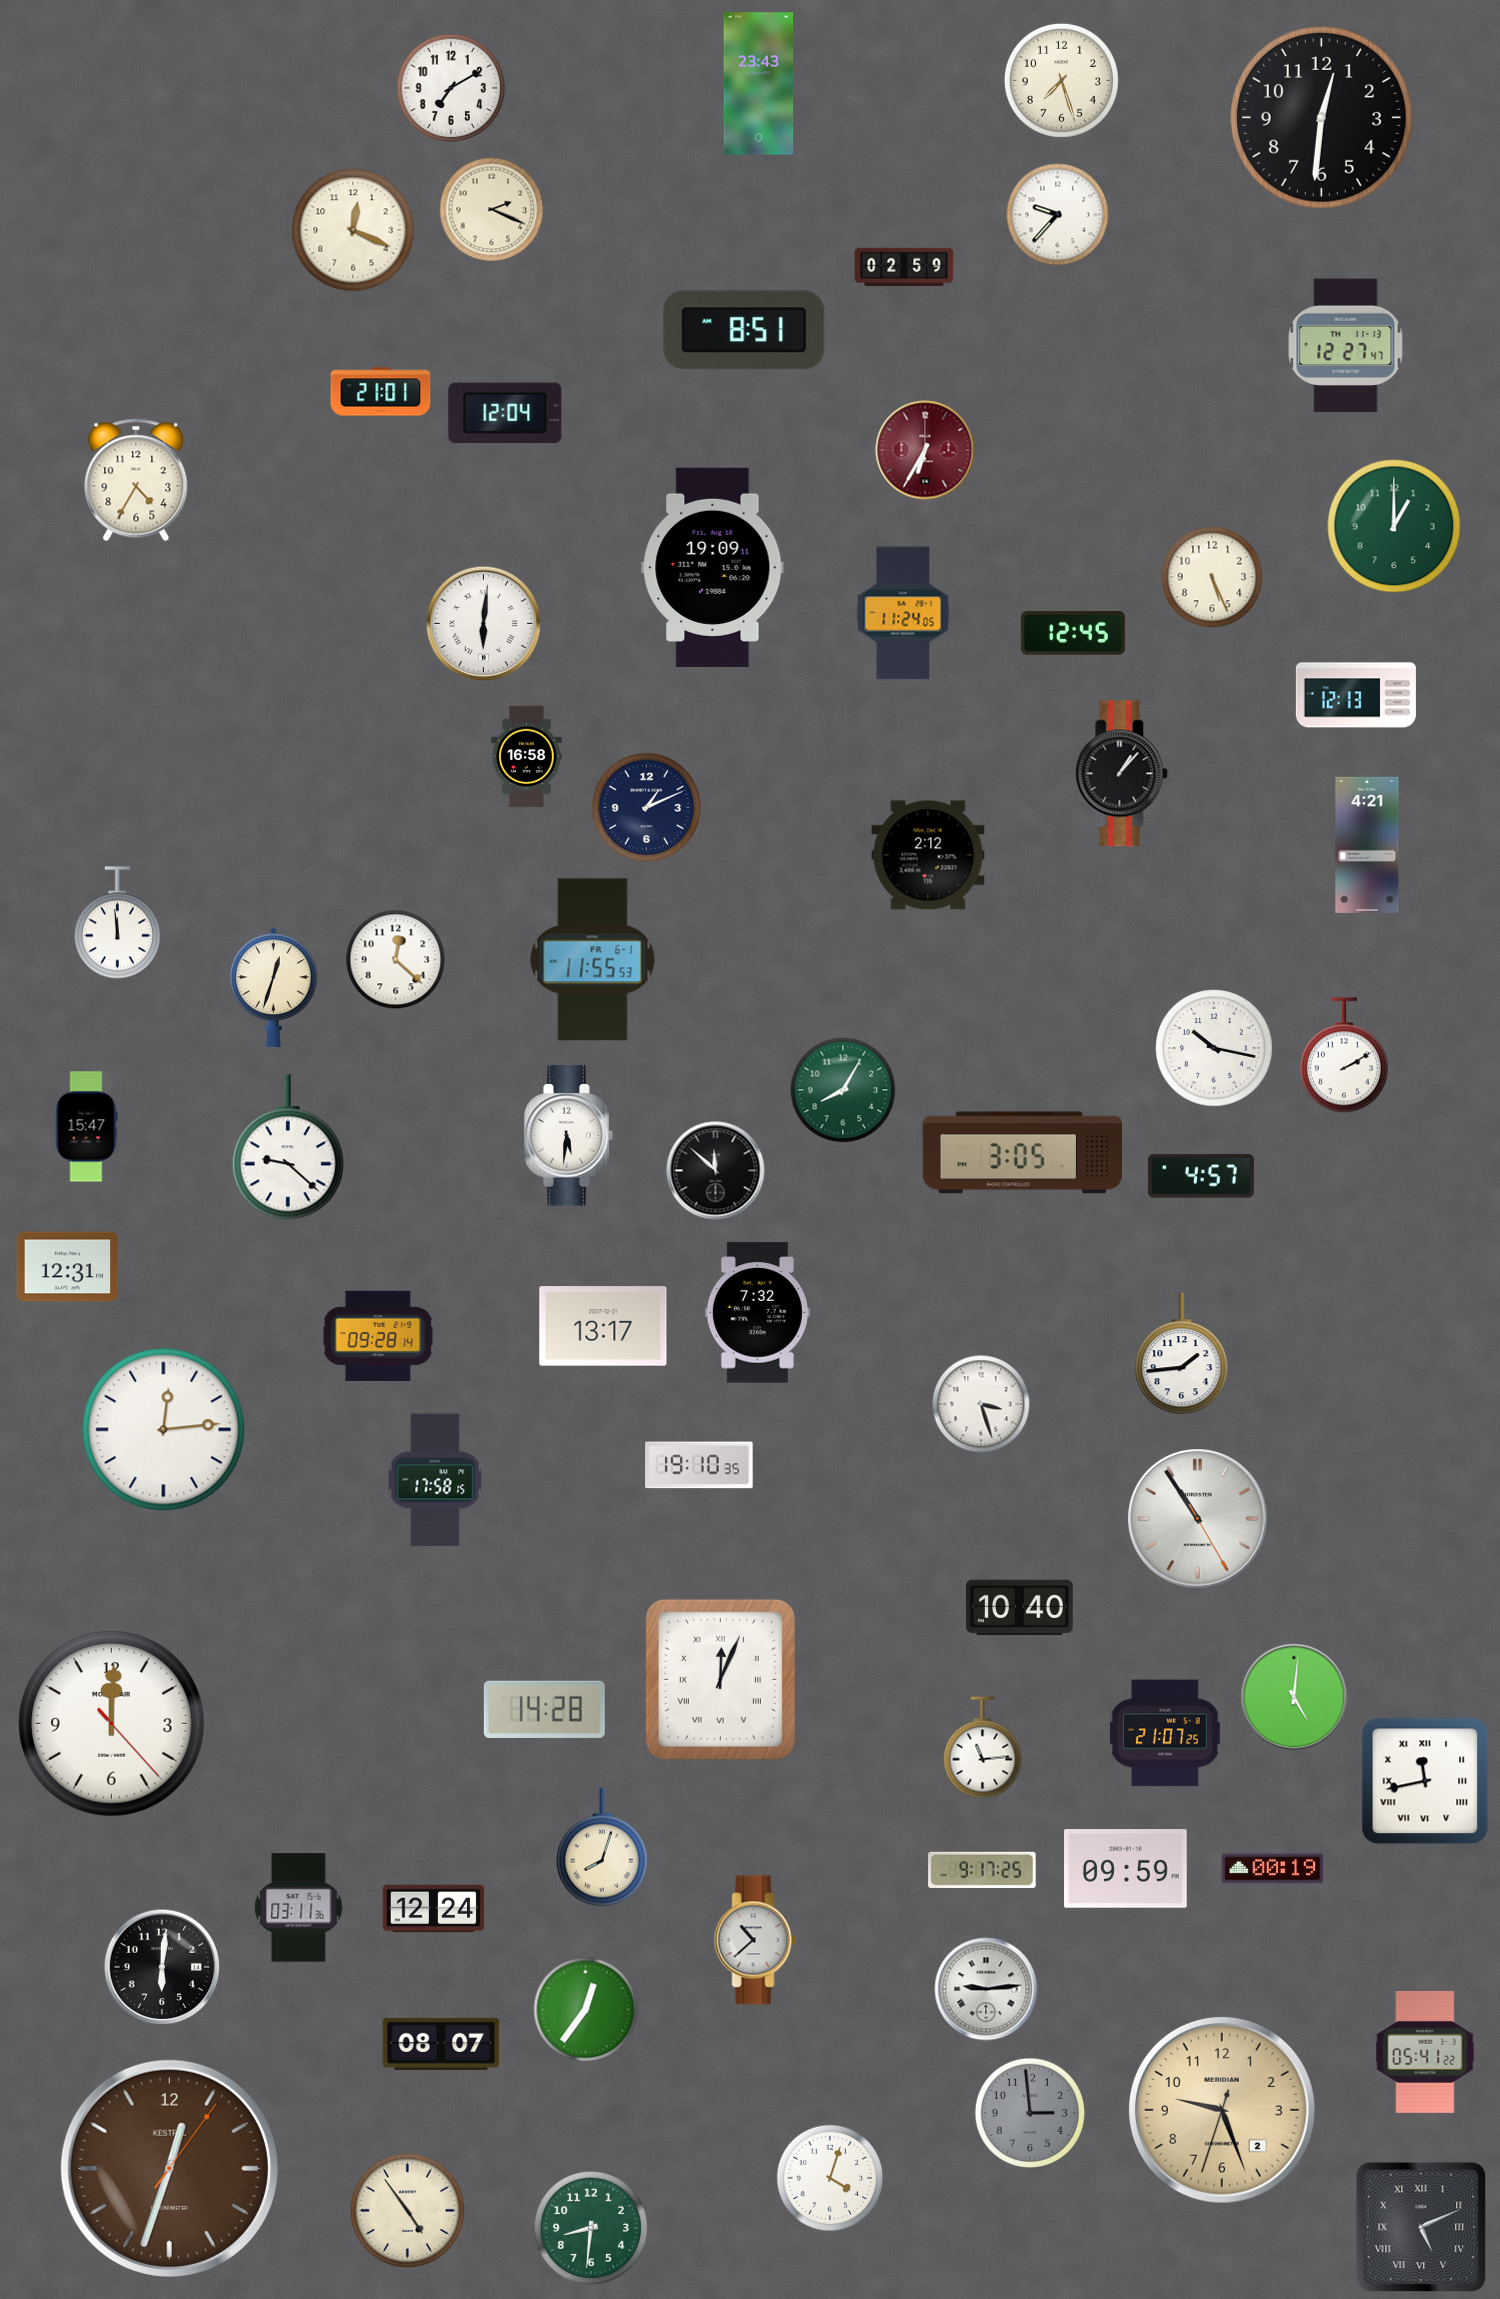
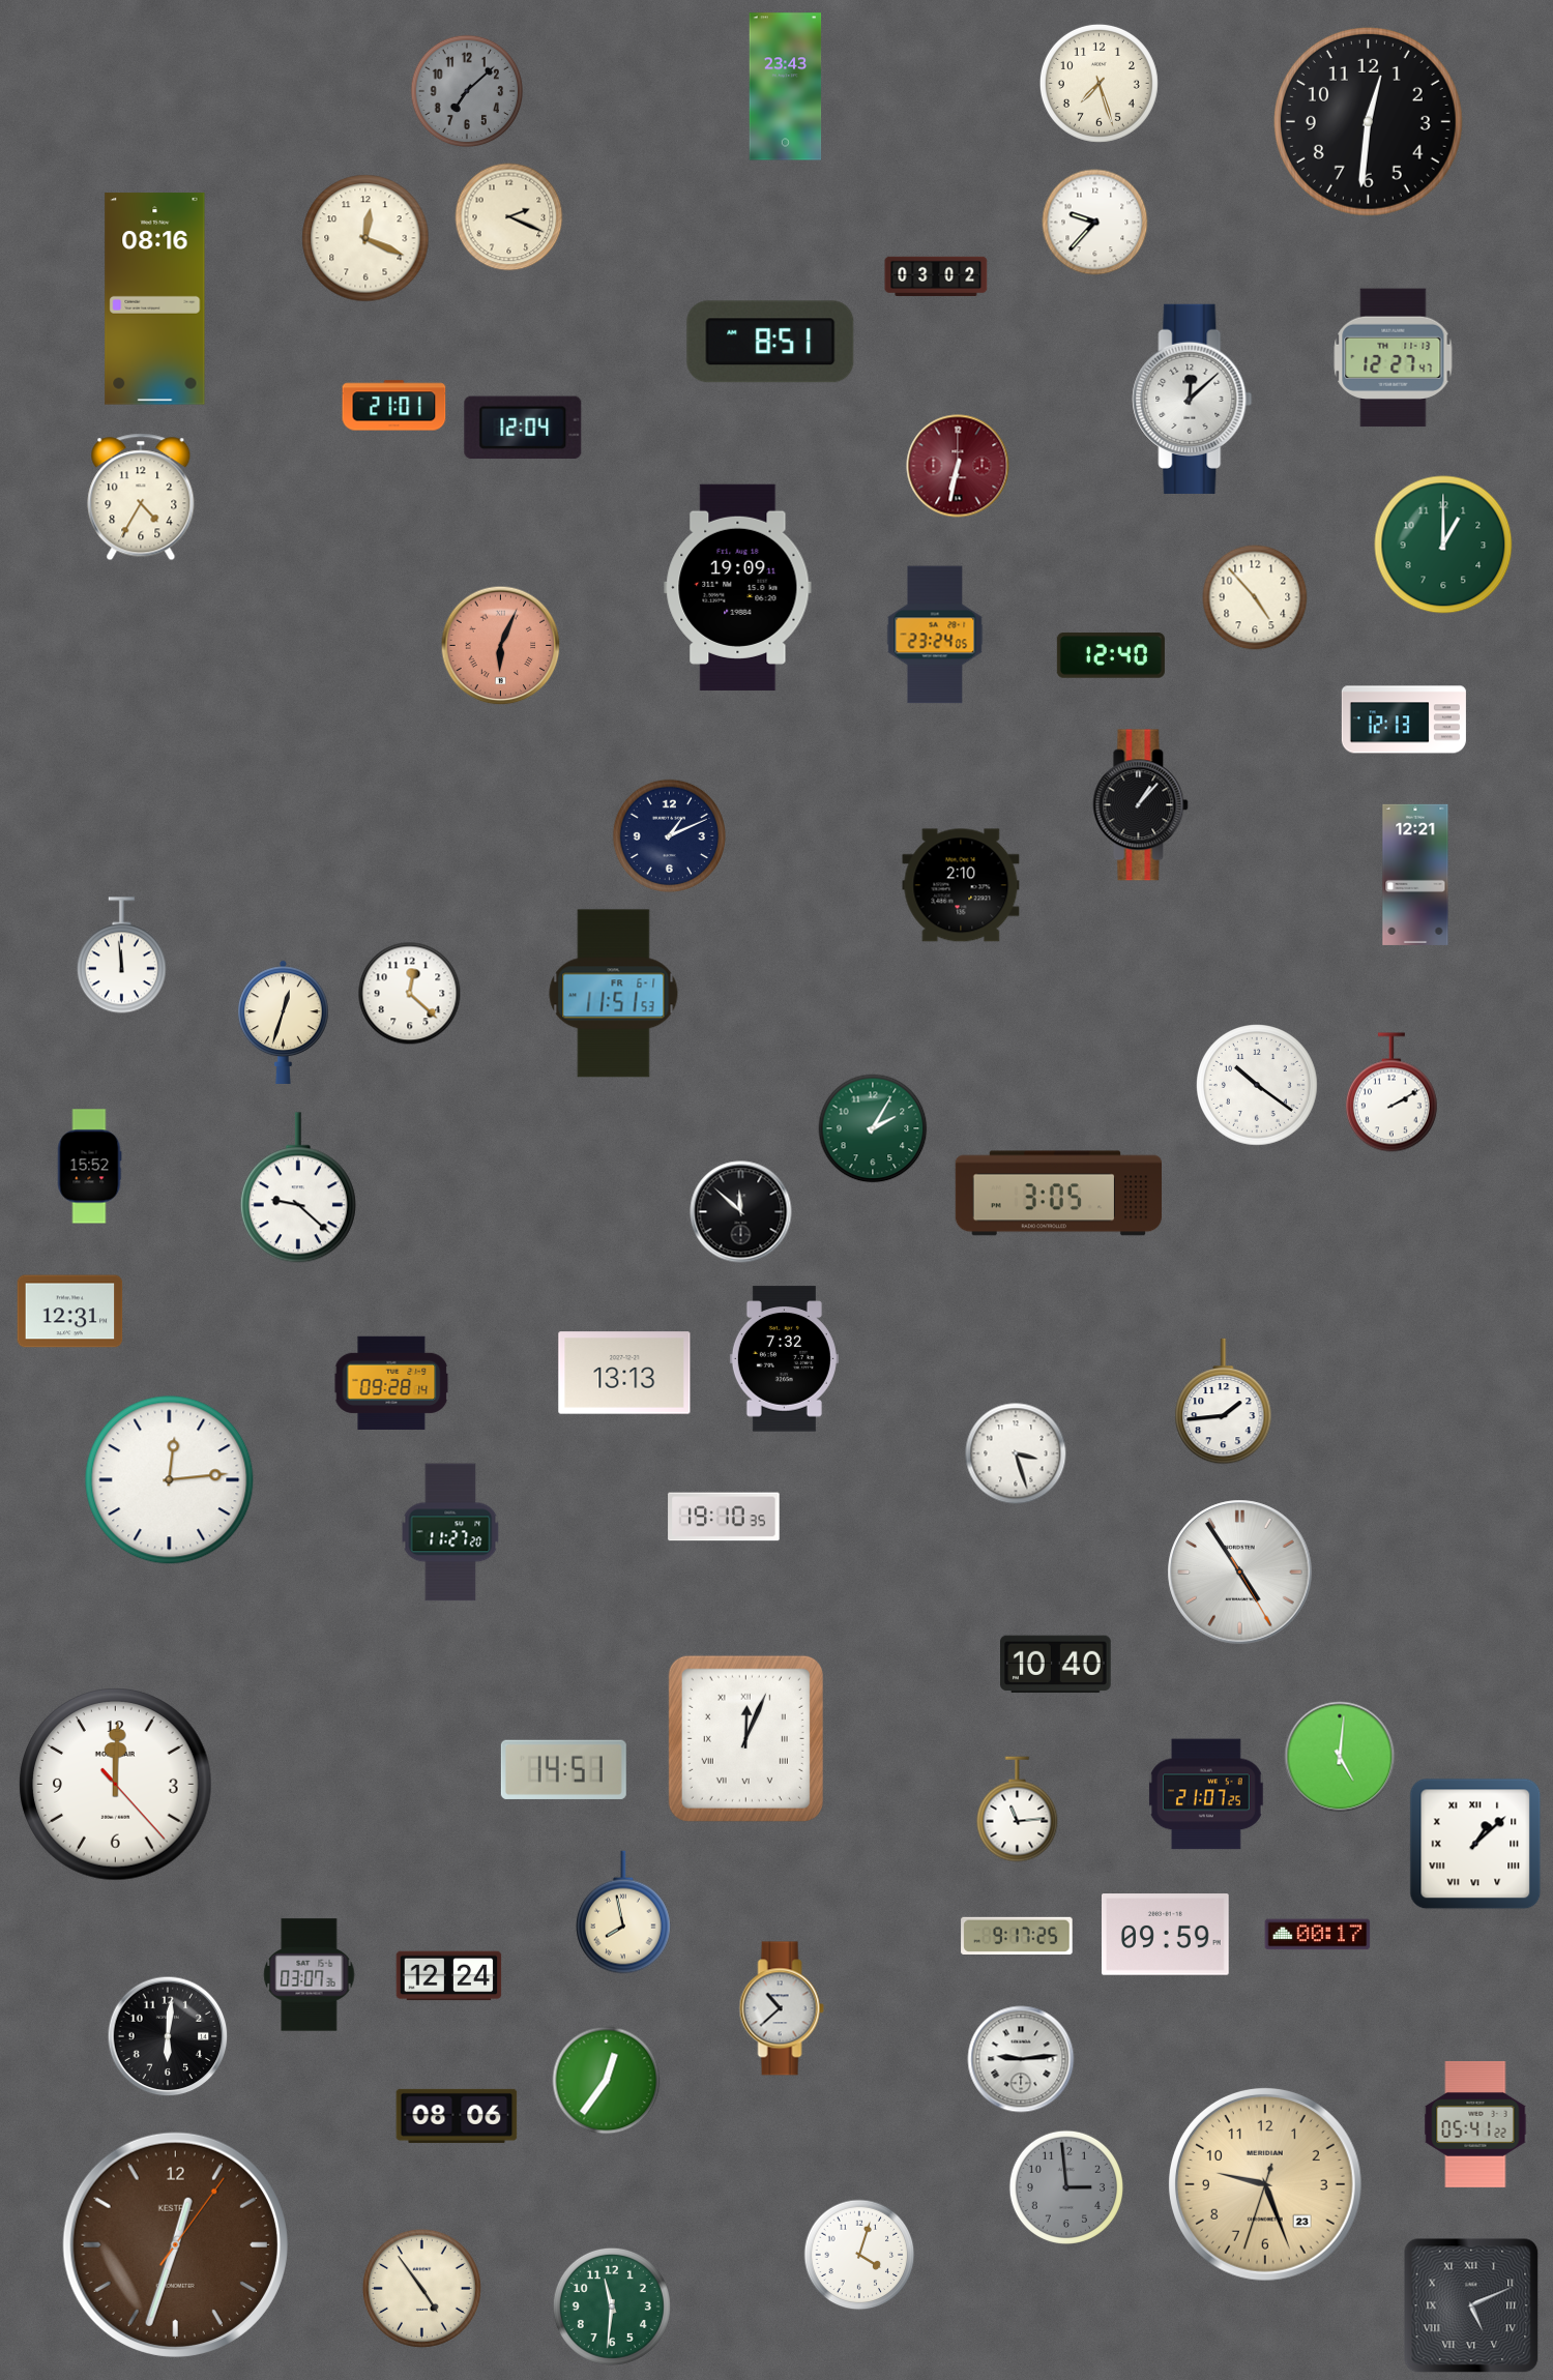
clock at (451, 88): 7:10 -> 7:08
clock at (451, 88) dial: white -> grey
clock at (904, 266): 02:59 -> 03:02
clock at (155, 299): none -> 08:16
clock at (1193, 399): none -> 12:08
clock at (925, 450): 6:35 -> 6:32
clock at (1212, 577): 5:26 -> 4:53
clock at (903, 613): 11:24 -> 23:24
clock at (484, 624): 6:01 -> 6:04
clock at (484, 624) dial: white -> salmon
clock at (1073, 633): 12:45 -> 12:40
clock at (527, 757): 16:58 -> none
clock at (1122, 774) position: (1122, 774) -> (1141, 805)
clock at (1367, 845): 4:21 -> 12:21
clock at (928, 855): 2:12 -> 2:10
clock at (593, 960): 11:55 -> 11:51
clock at (1215, 1049): 10:17 -> 10:21
clock at (843, 1090): 8:05 -> 2:05
clock at (86, 1127): 15:47 -> 15:52
clock at (569, 1136): 5:31 -> none
clock at (1201, 1176): 4:57 -> none
clock at (603, 1326): 13:17 -> 13:13
clock at (435, 1480): 17:58 -> 11:27
clock at (1198, 1519): 10:54 -> 4:54
clock at (544, 1709): 14:28 -> 14:51
clock at (1425, 1781): 11:43 -> 1:08
clock at (603, 1847): 8:03 -> 7:58
clock at (1273, 1869): 00:19 -> 00:17
clock at (299, 1908): 03:11 -> 03:07
clock at (441, 2044): 08:07 -> 08:06
clock at (1222, 2110) date: 2 -> 23
clock at (591, 2228): 8:31 -> 11:31
